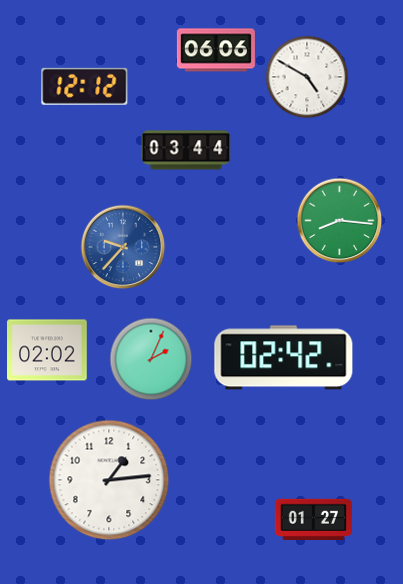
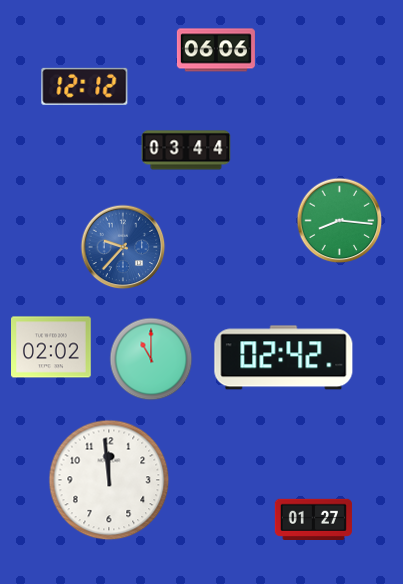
clock at (307, 77): 4:50 -> none
clock at (48, 350) position: (48, 350) -> (52, 347)
clock at (151, 359): 2:04 -> 11:00
clock at (109, 480): 1:14 -> 11:59
